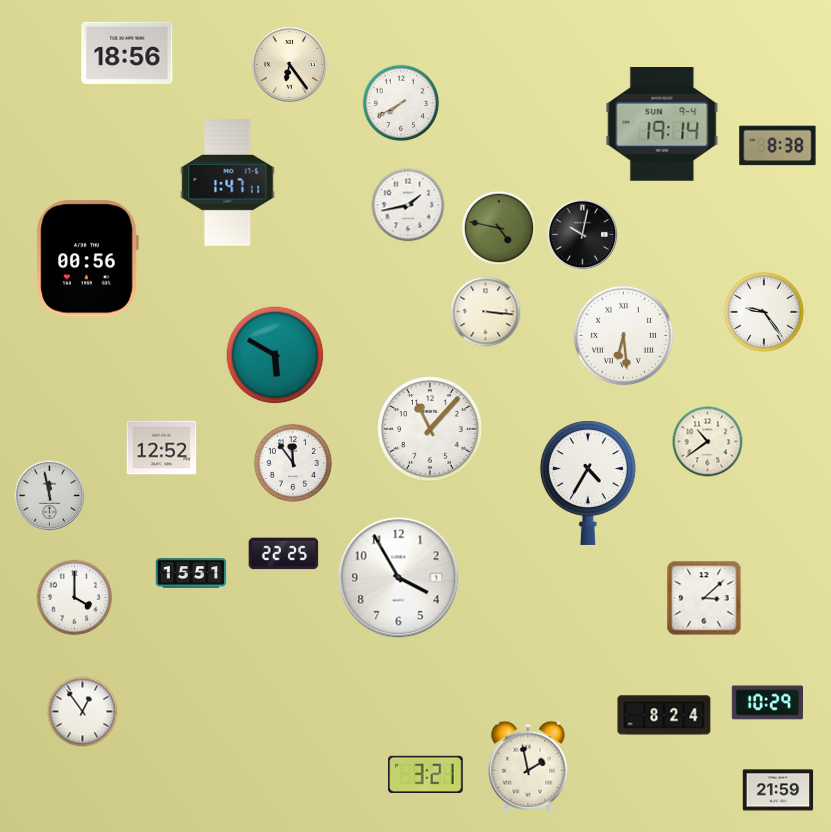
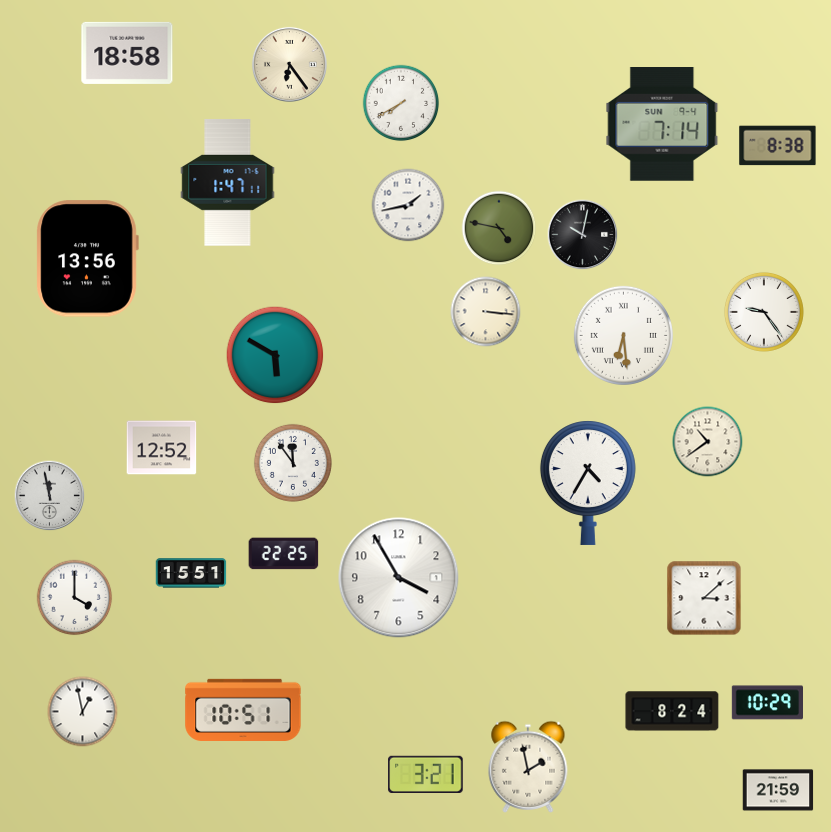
clock at (127, 53): 18:56 -> 18:58
clock at (662, 125): 19:14 -> 7:14
clock at (87, 259): 00:56 -> 13:56
clock at (430, 429): 11:07 -> none
clock at (243, 710): none -> 10:51
clock at (83, 712): 12:54 -> 12:58
clock at (664, 715) position: (664, 715) -> (672, 711)
